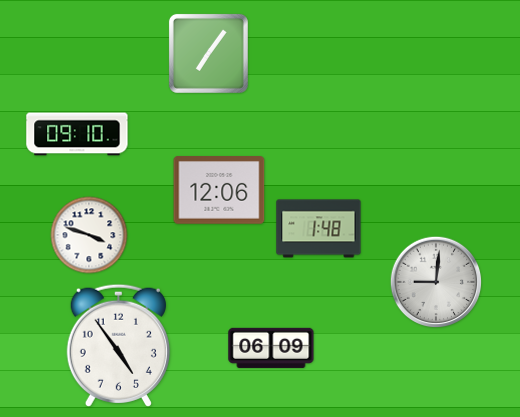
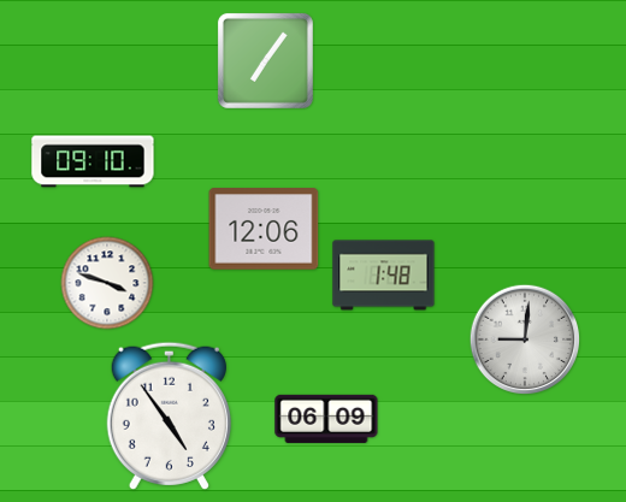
clock at (208, 53) position: (208, 53) -> (265, 60)
clock at (118, 345) position: (118, 345) -> (169, 415)
